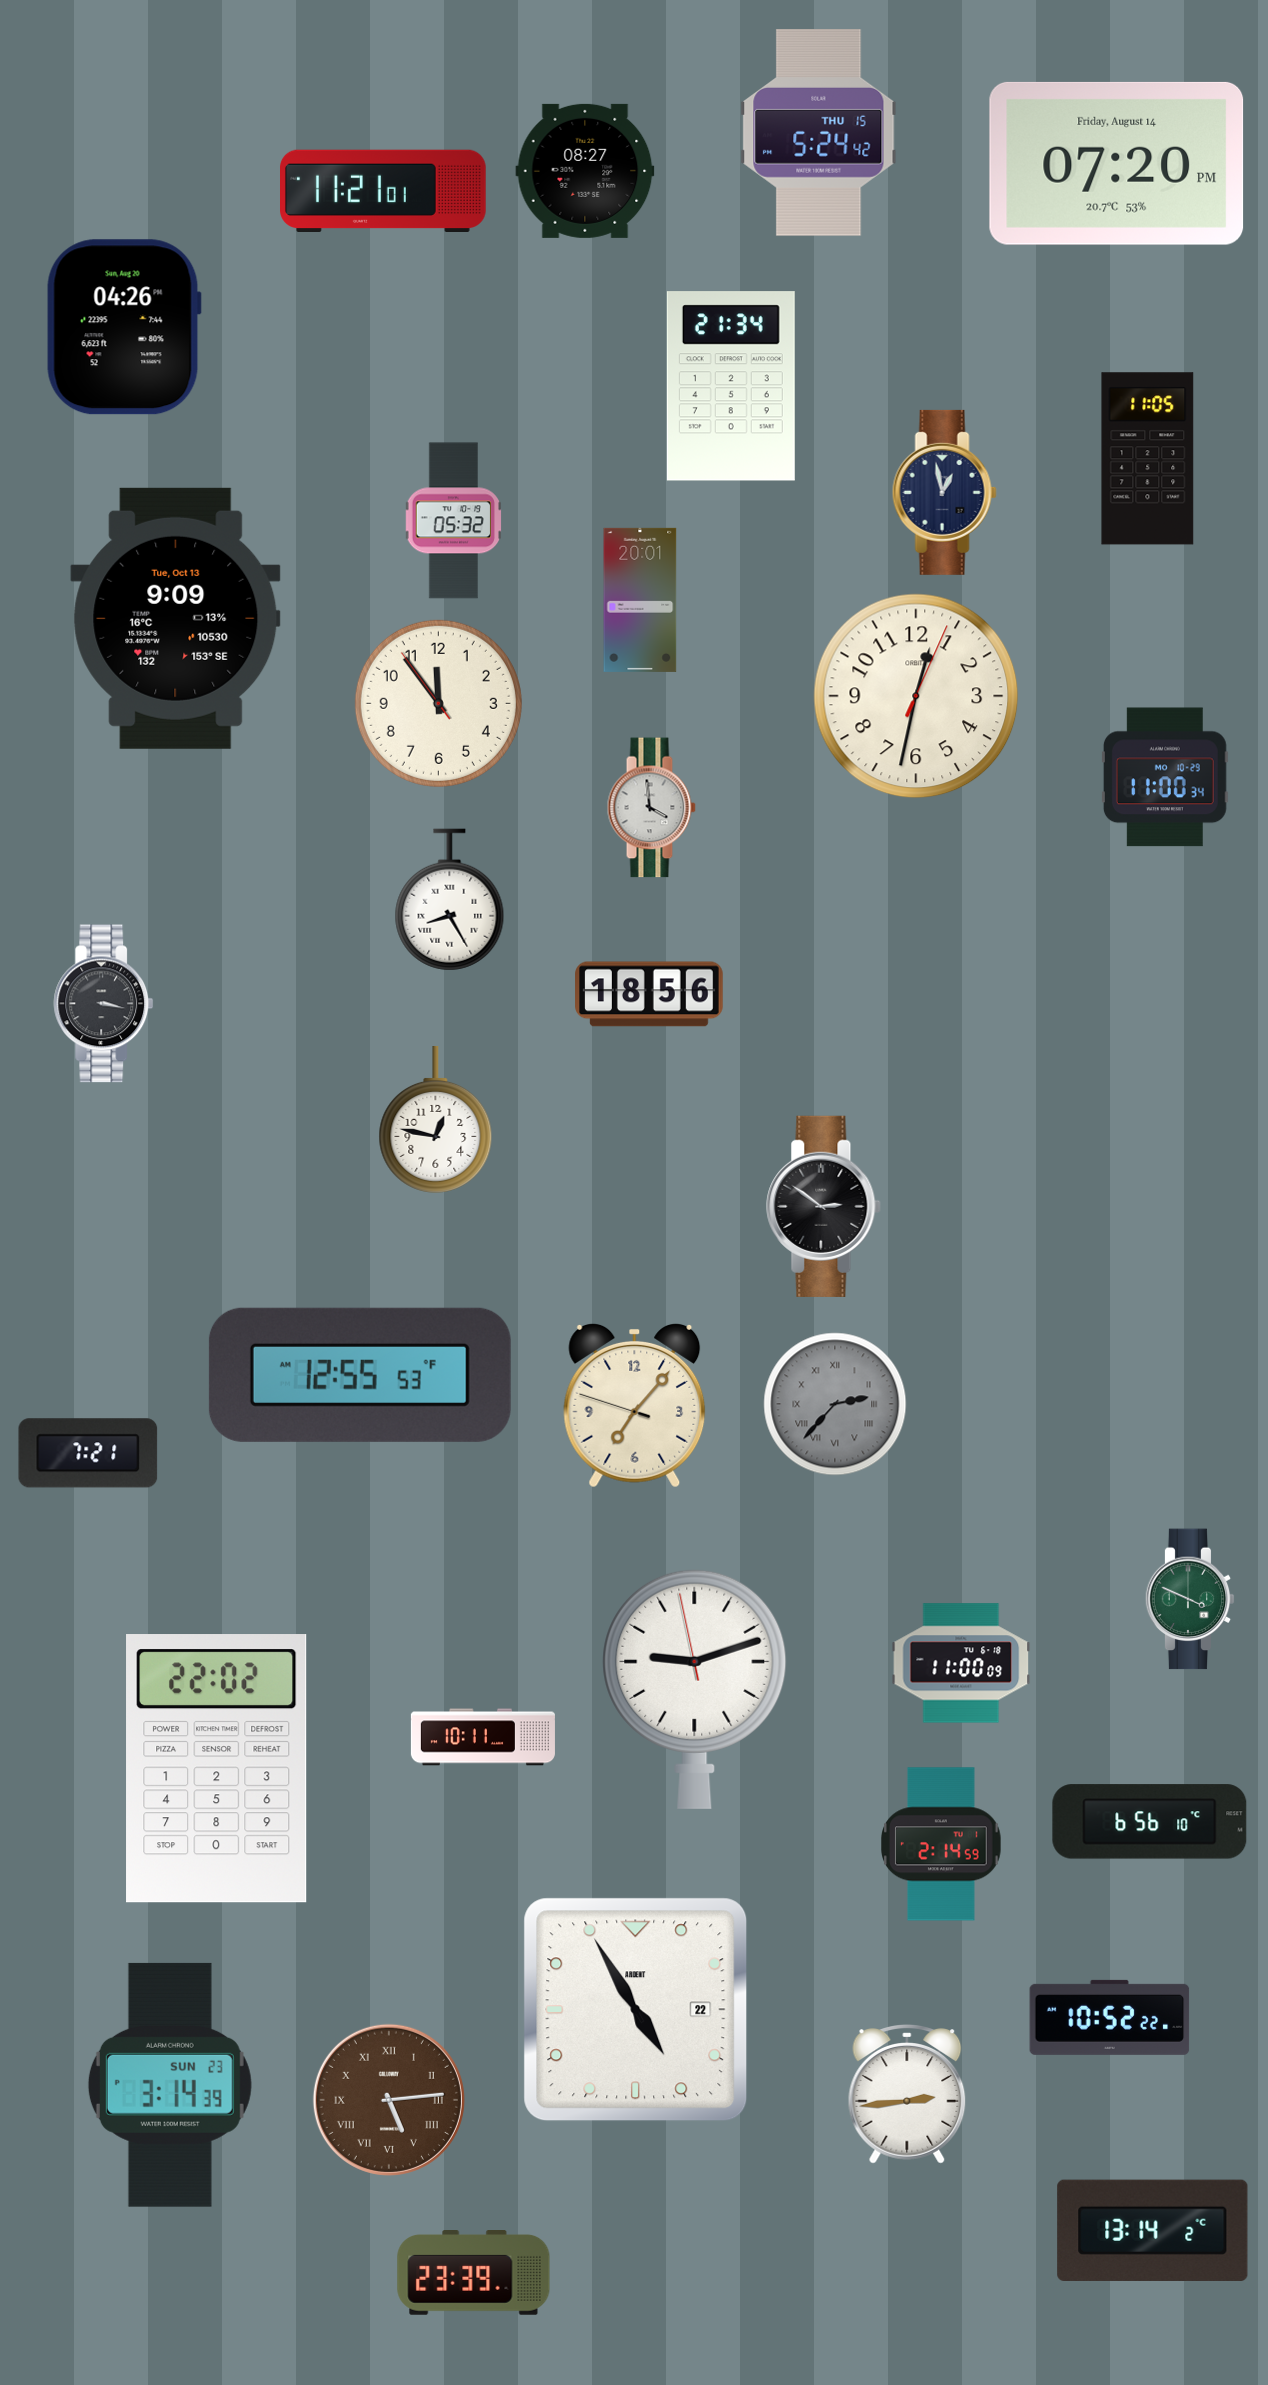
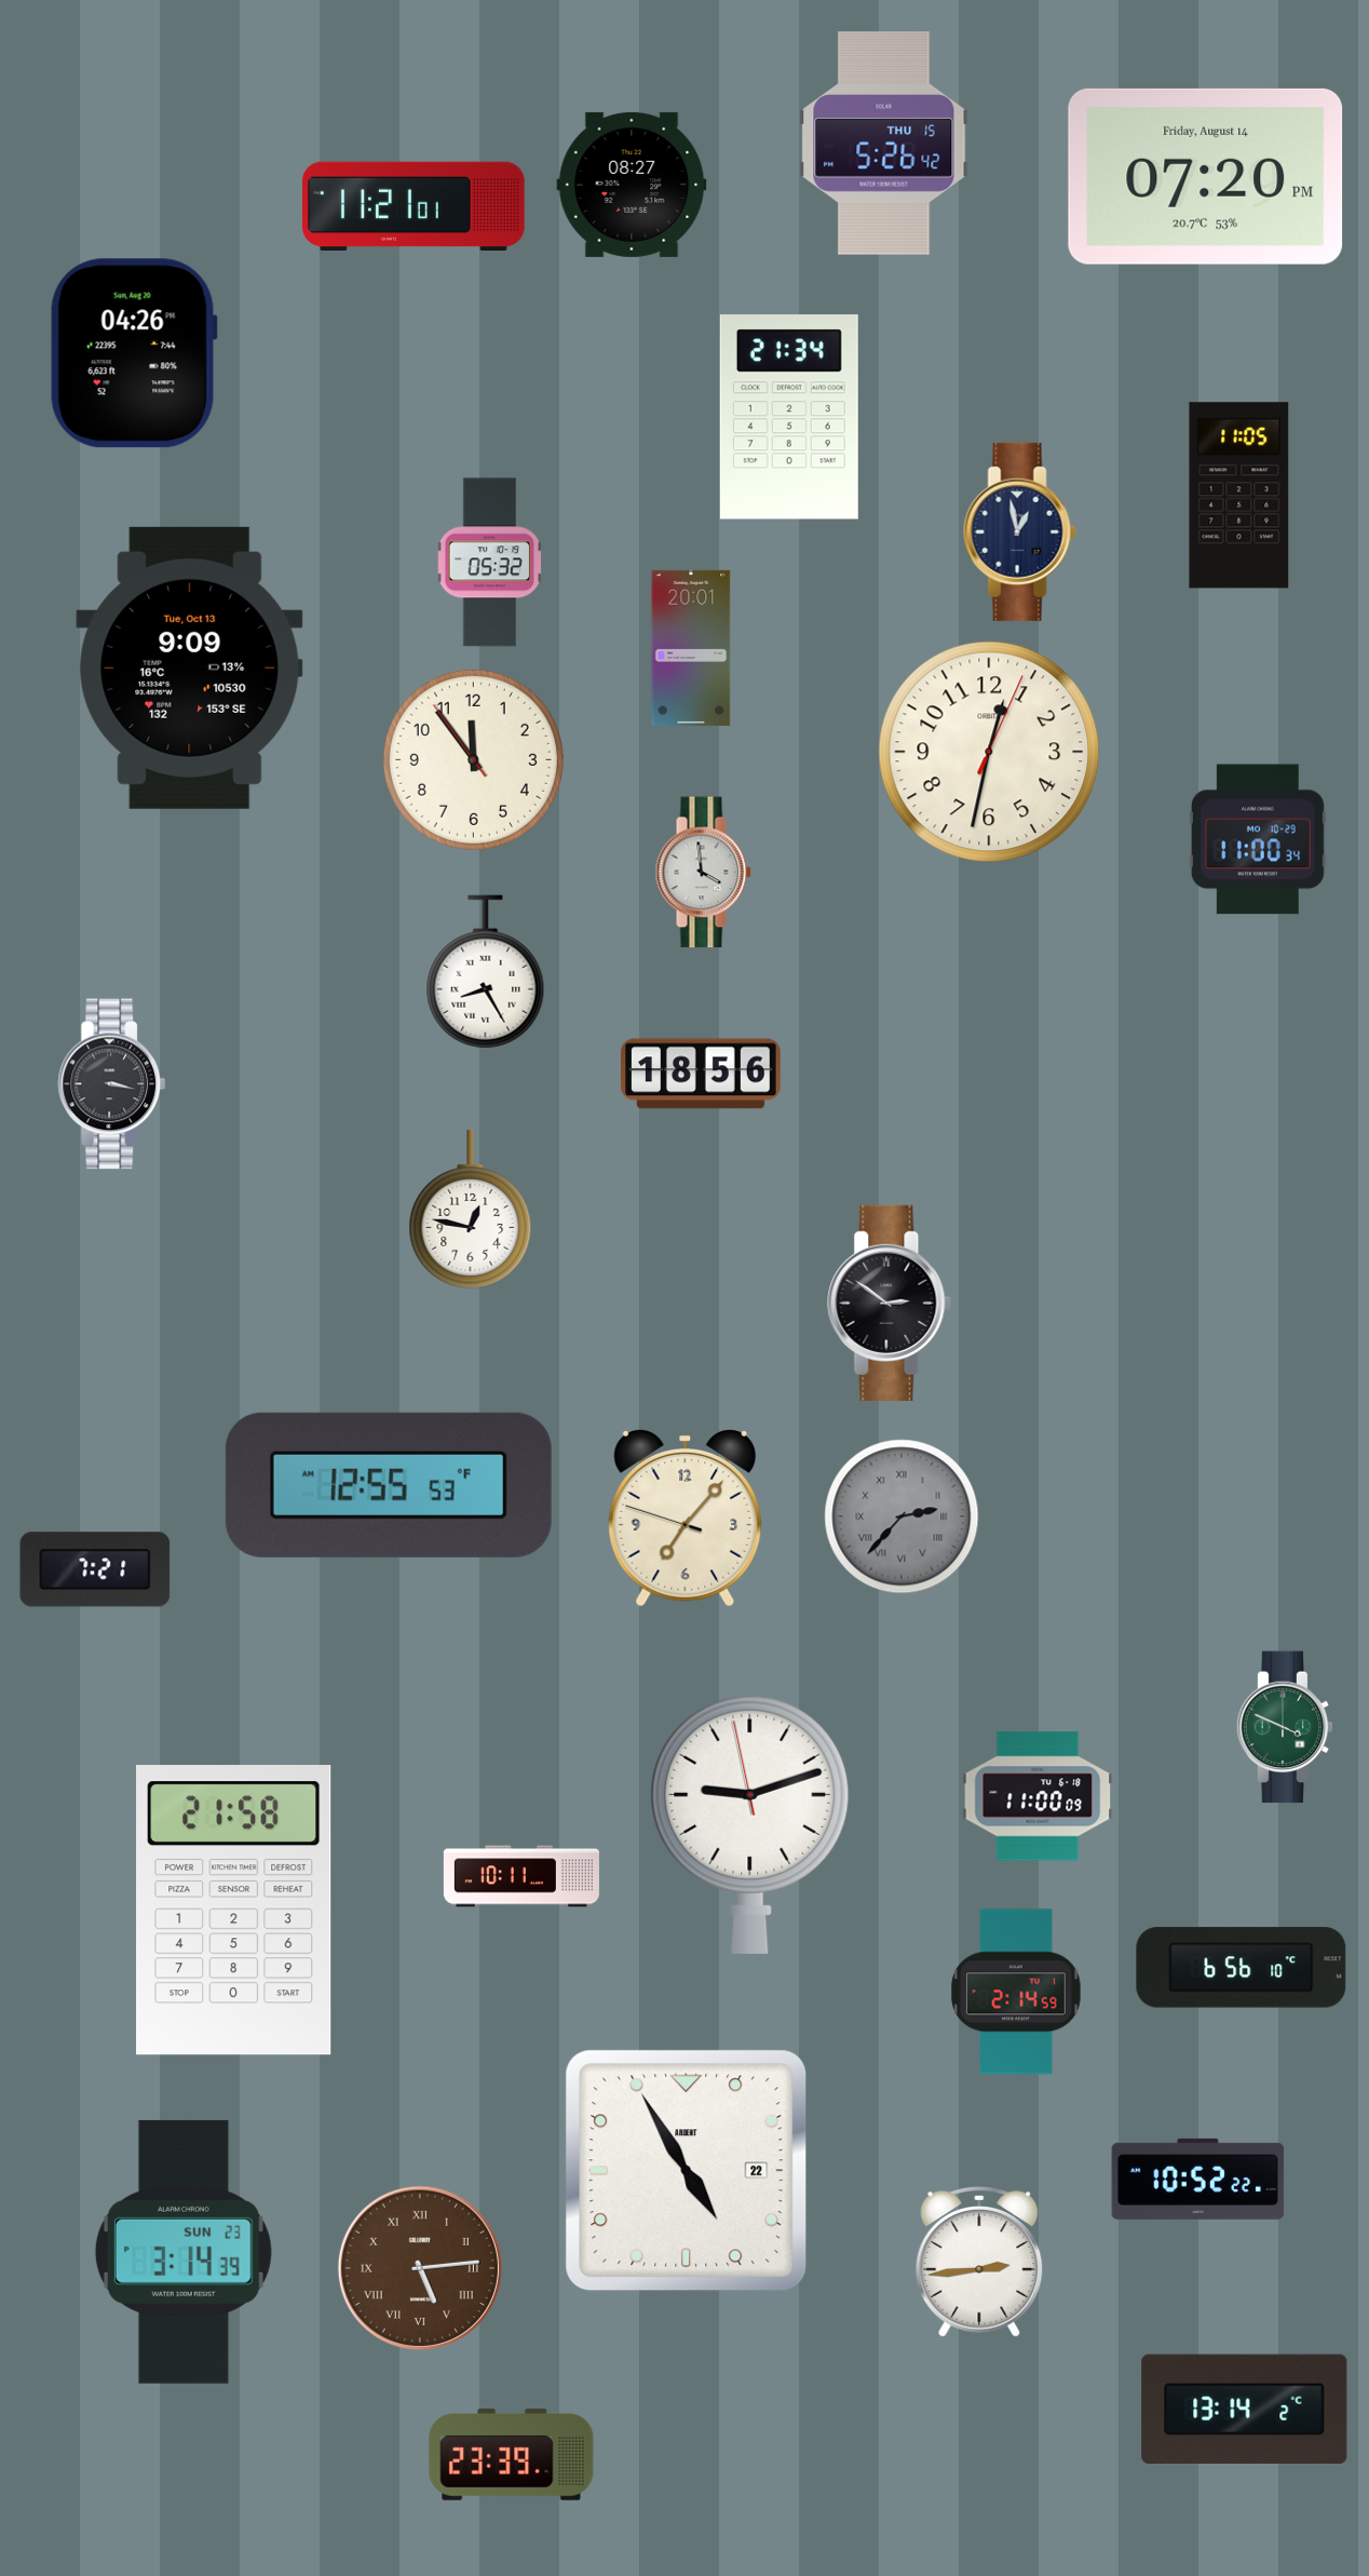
clock at (819, 133): 5:24 -> 5:26
clock at (217, 1769): 22:02 -> 21:58
